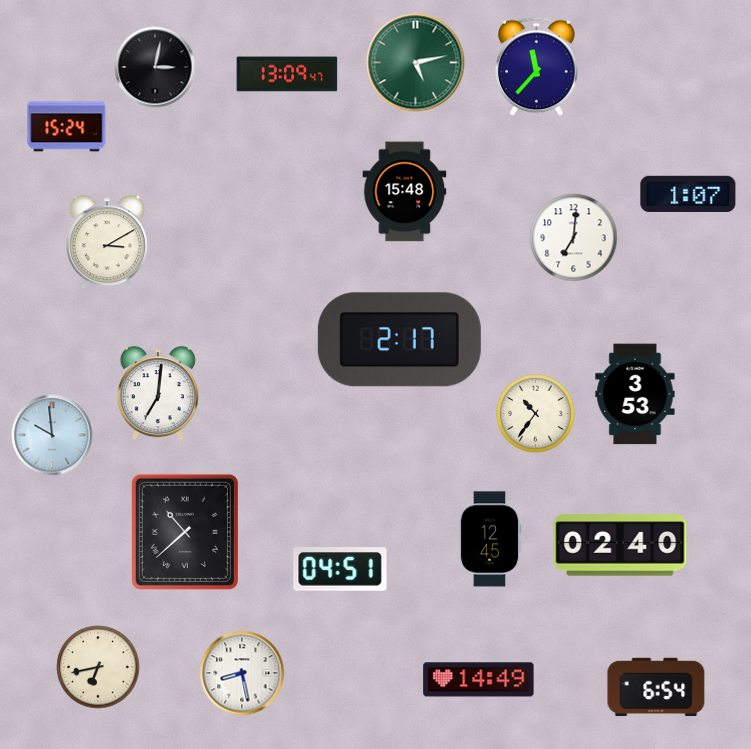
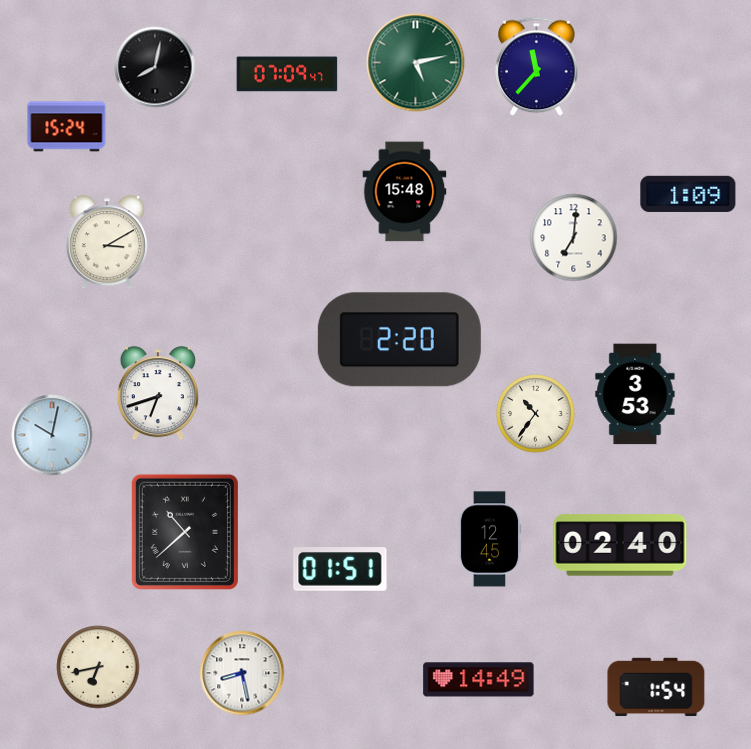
clock at (155, 67): 3:02 -> 8:02
clock at (287, 74): 13:09 -> 07:09
clock at (688, 194): 1:07 -> 1:09
clock at (399, 340): 2:17 -> 2:20
clock at (158, 394): 7:01 -> 6:42
clock at (52, 435): 9:59 -> 10:02
clock at (340, 569): 04:51 -> 01:51
clock at (656, 687): 6:54 -> 1:54
